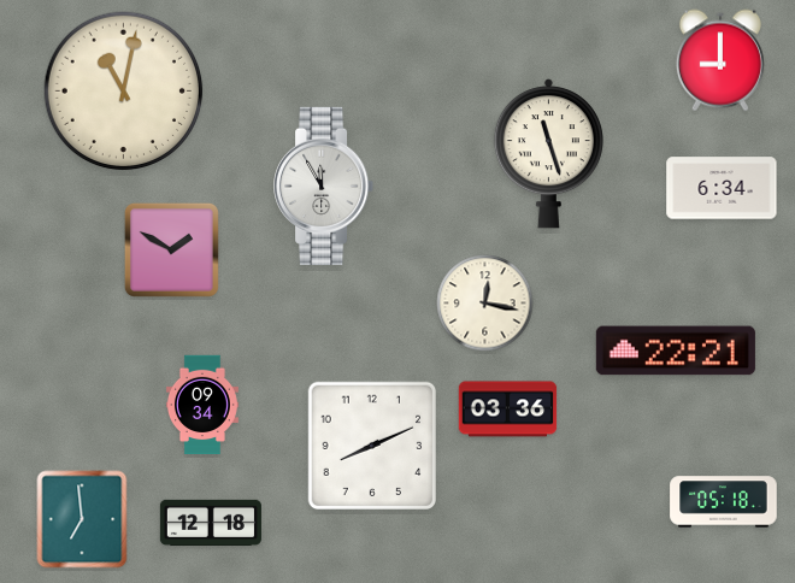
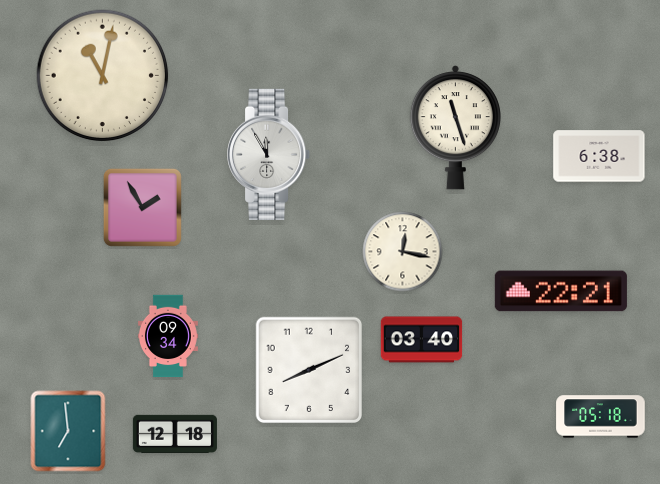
clock at (720, 60): 9:00 -> none
clock at (722, 188): 6:34 -> 6:38
clock at (171, 249): 1:50 -> 1:55
clock at (508, 410): 03:36 -> 03:40
